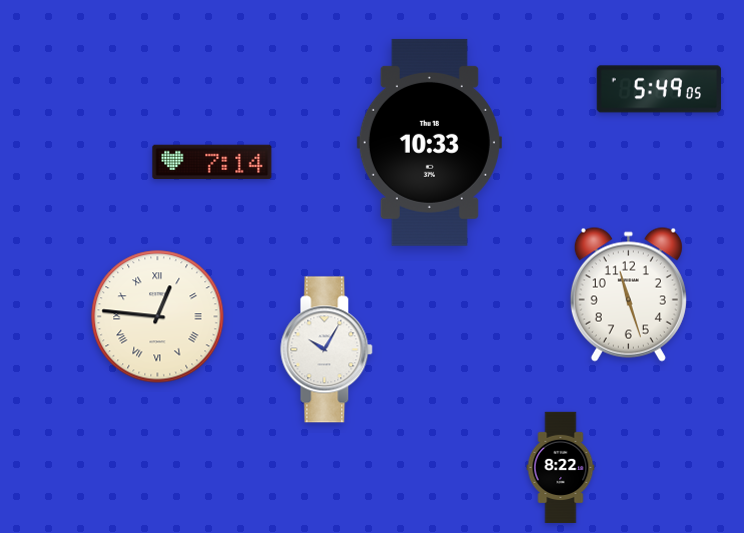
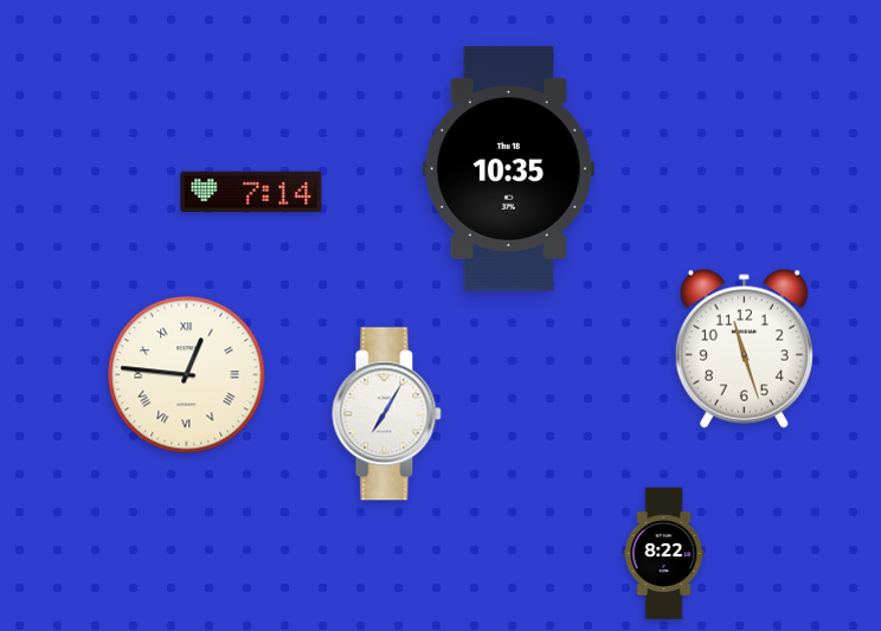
clock at (659, 89): 5:49 -> none
clock at (429, 142): 10:33 -> 10:35
clock at (327, 350): 10:05 -> 7:05
